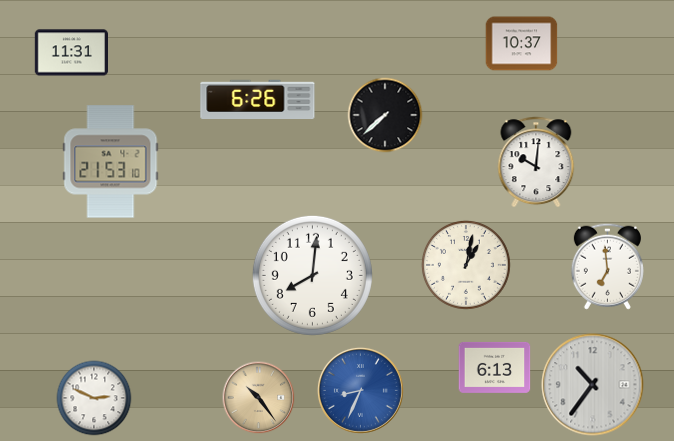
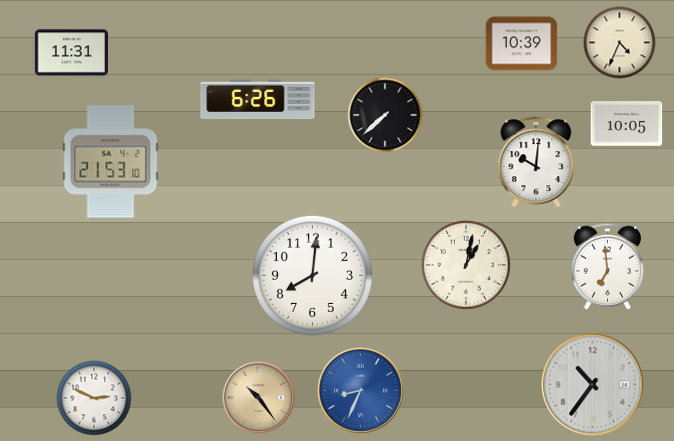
clock at (620, 43): none -> 4:34
clock at (522, 44): 10:37 -> 10:39
clock at (627, 124): none -> 10:05
clock at (495, 367): 6:13 -> none
